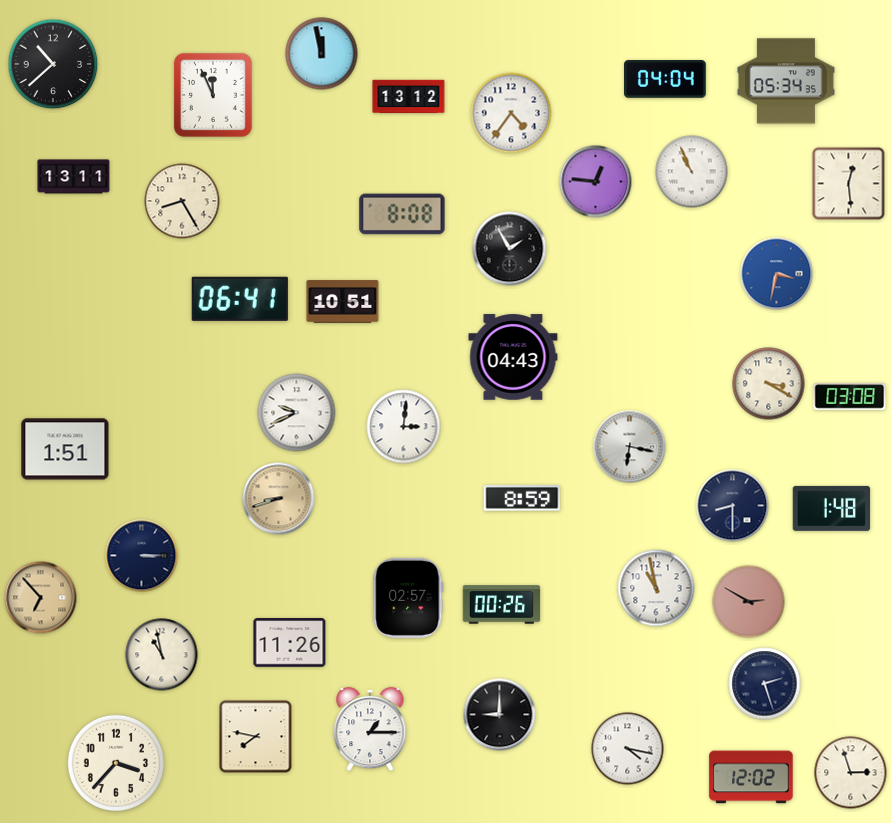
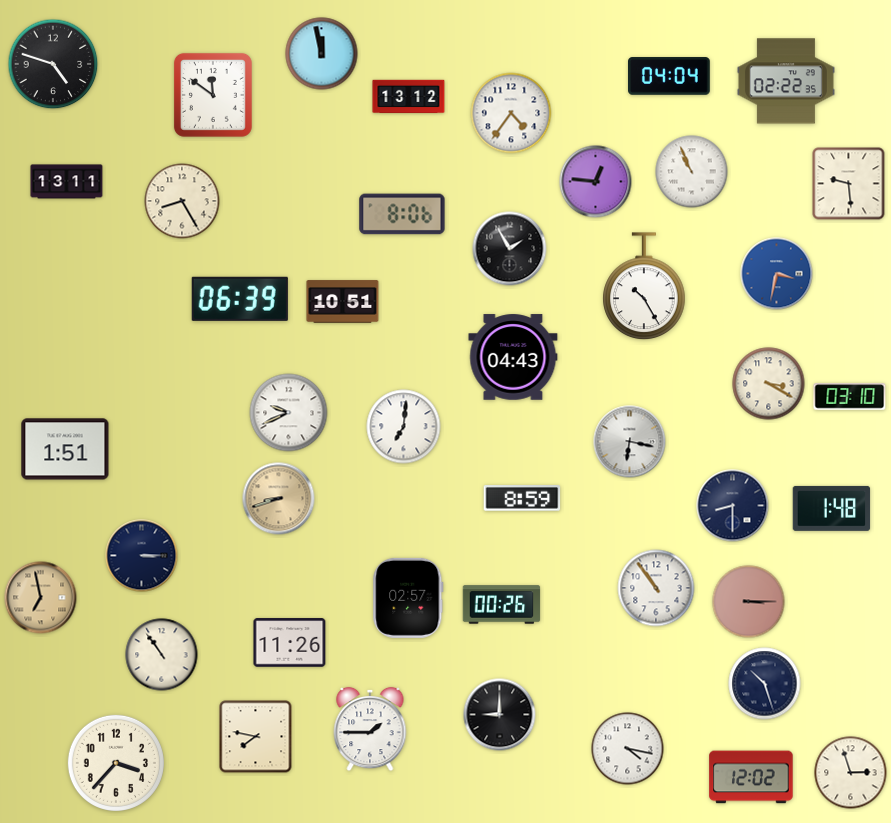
clock at (53, 64): 10:38 -> 4:48
clock at (665, 79) position: (665, 79) -> (669, 76)
clock at (786, 81): 05:34 -> 02:22
clock at (213, 95): 11:56 -> 11:51
clock at (74, 177) position: (74, 177) -> (67, 182)
clock at (849, 184): 12:29 -> 9:29
clock at (402, 214): 8:08 -> 8:06
clock at (644, 287): none -> 10:25
clock at (240, 299): 06:41 -> 06:39
clock at (850, 397): 03:08 -> 03:10
clock at (297, 413) position: (297, 413) -> (289, 413)
clock at (404, 427): 3:01 -> 7:01
clock at (630, 447) position: (630, 447) -> (630, 442)
clock at (656, 588): 10:58 -> 10:54
clock at (41, 598): 6:53 -> 6:58
clock at (749, 602): 2:50 -> 3:15
clock at (162, 655): 10:58 -> 10:54
clock at (765, 684): 2:27 -> 10:27
clock at (370, 729): 1:15 -> 1:45
